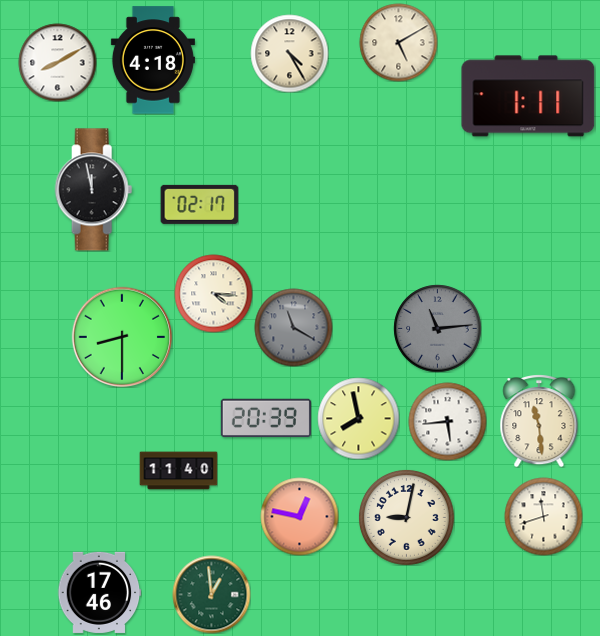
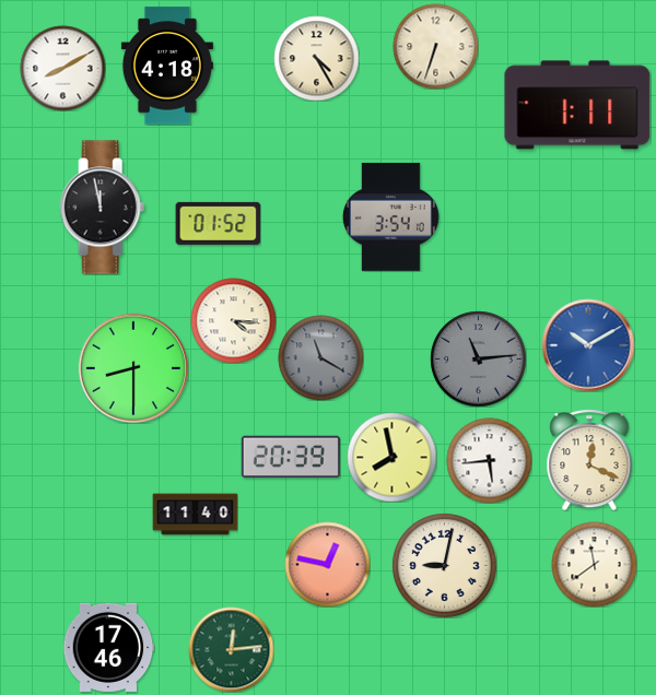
clock at (398, 42): 5:10 -> 6:33
clock at (390, 216): none -> 3:54
clock at (199, 204): 02:17 -> 01:52
clock at (588, 345): none -> 10:10
clock at (539, 421): 11:29 -> 12:19
clock at (543, 516): 11:42 -> 11:39
clock at (211, 594): 12:59 -> 12:14
